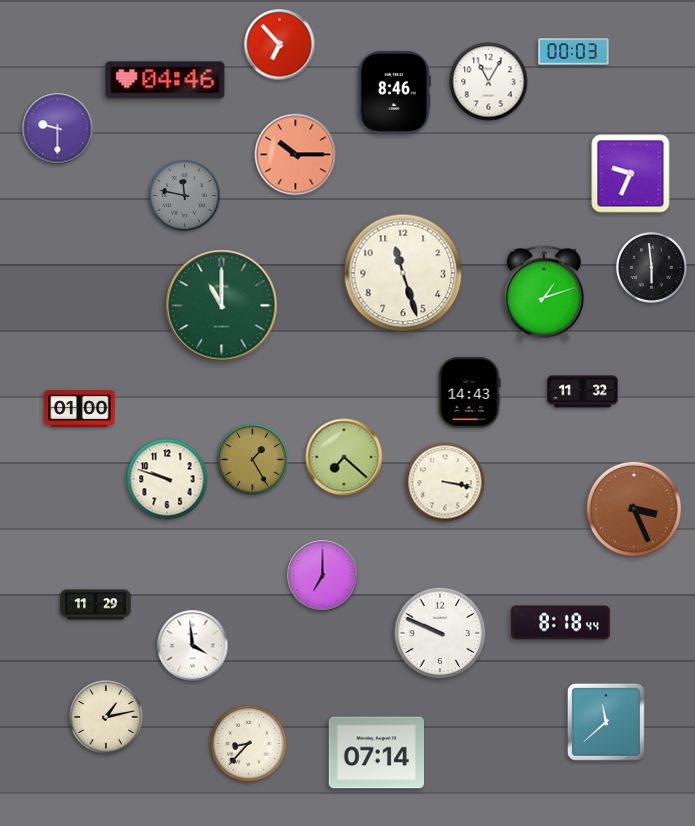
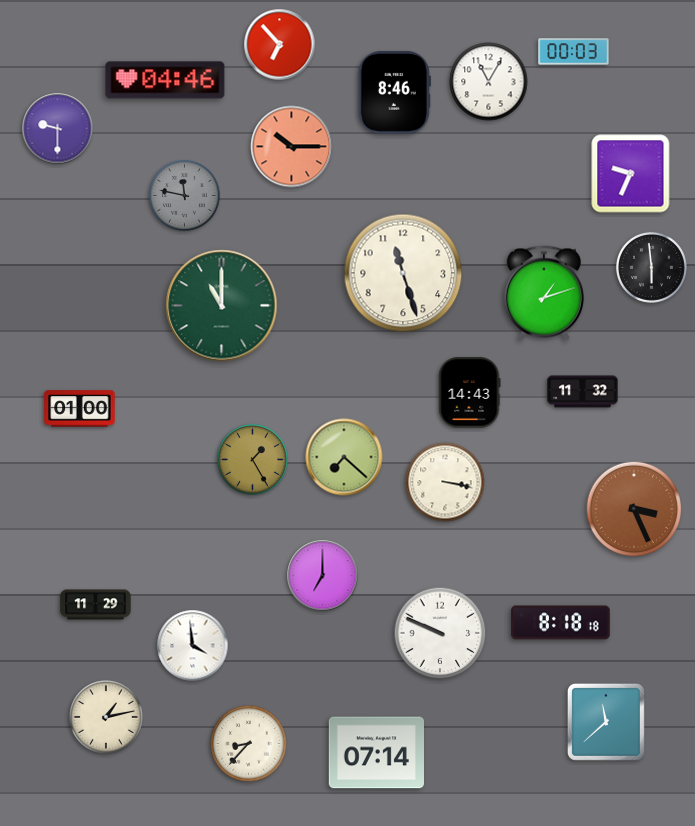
clock at (296, 155) position: (296, 155) -> (292, 147)
clock at (167, 479): 9:48 -> none
clock at (561, 623): 8:18:44 -> 8:18:18
